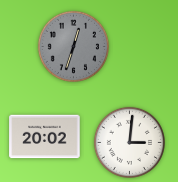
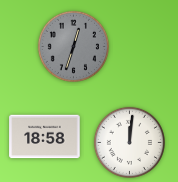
clock at (45, 137): 20:02 -> 18:58
clock at (129, 142): 3:01 -> 12:01
